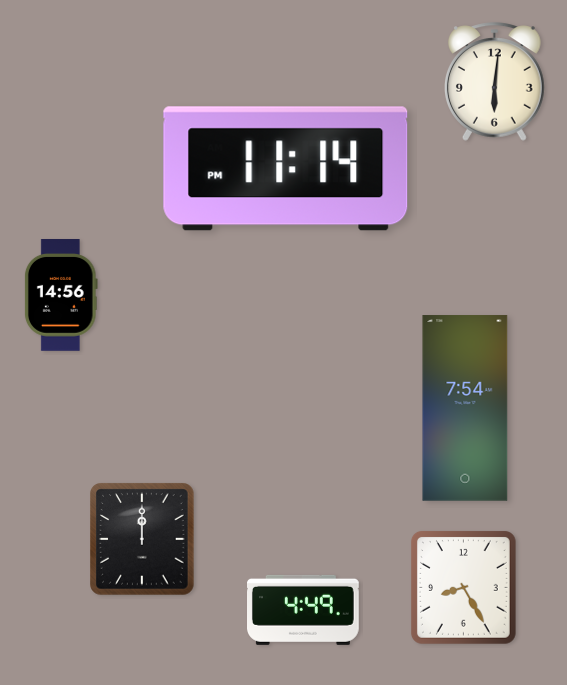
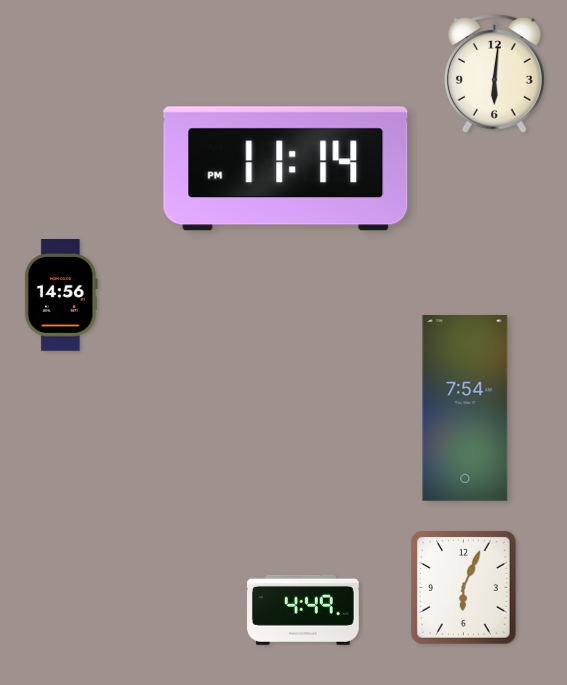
clock at (495, 82) position: (495, 82) -> (495, 74)
clock at (142, 539): 12:00 -> none
clock at (463, 588): 8:25 -> 6:04
